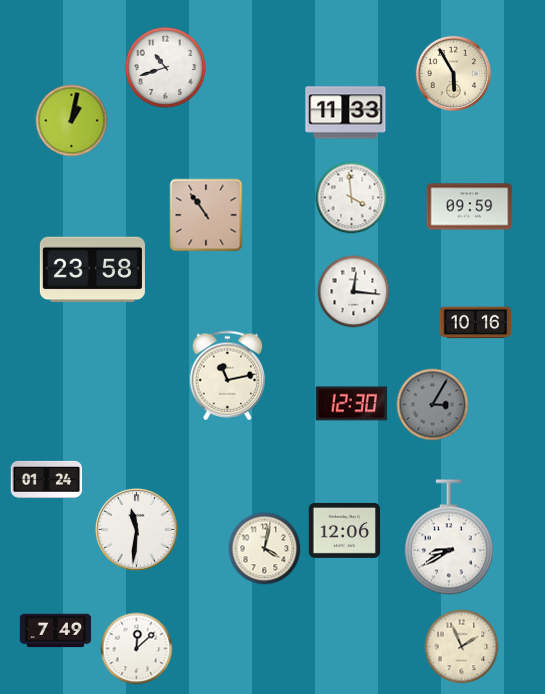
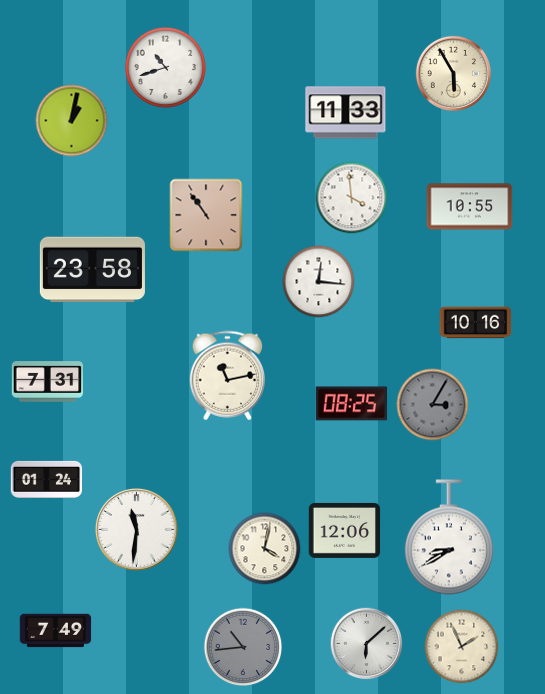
clock at (470, 207): 09:59 -> 10:55
clock at (354, 292) position: (354, 292) -> (319, 282)
clock at (48, 382): none -> 7:31
clock at (352, 404): 12:30 -> 08:25
clock at (367, 644): none -> 6:08
clock at (243, 647): none -> 10:44
clock at (137, 649): 12:08 -> none
